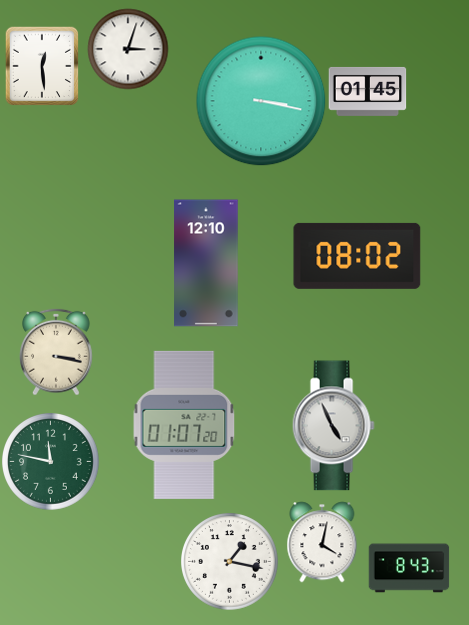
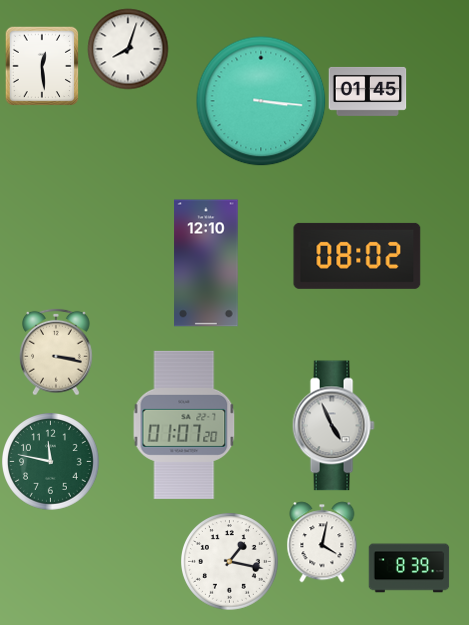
clock at (128, 49): 3:03 -> 8:03
clock at (261, 101): 3:17 -> 3:16
clock at (409, 568): 8:43 -> 8:39
